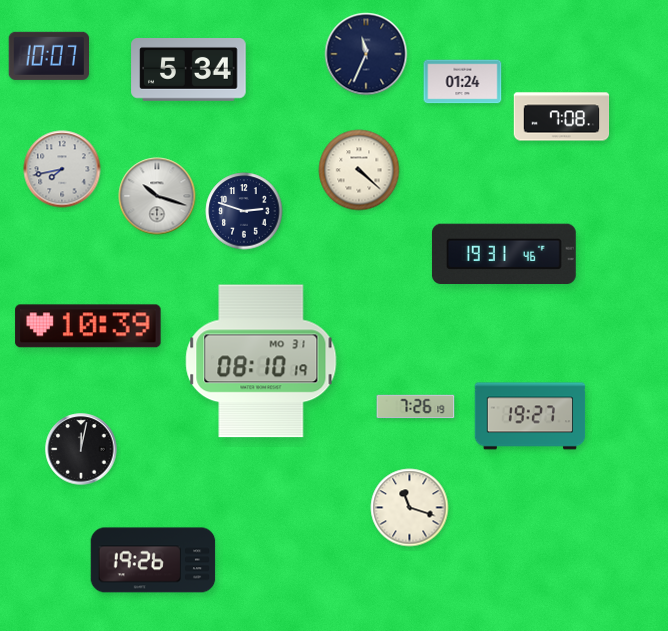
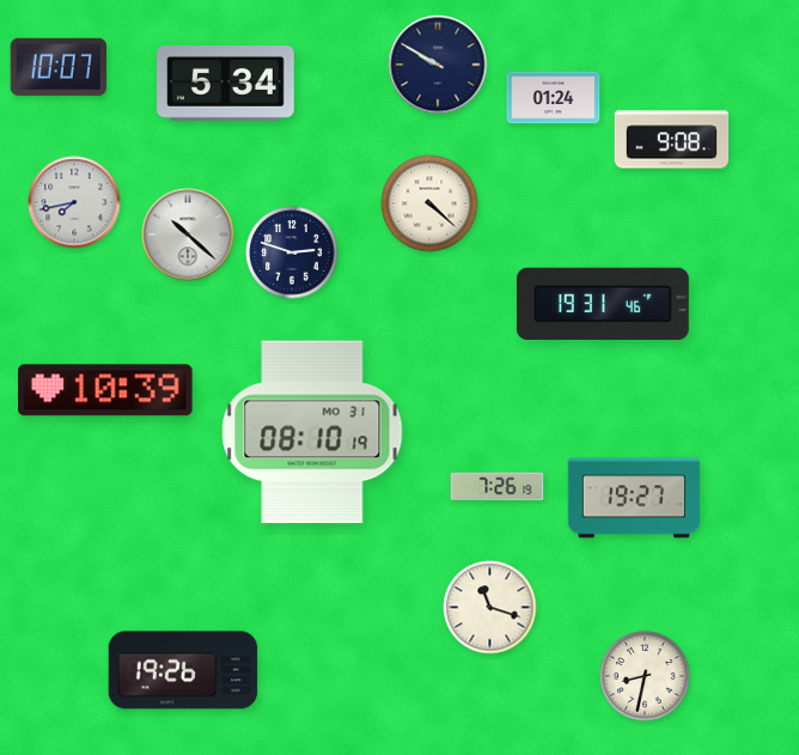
clock at (366, 54): 11:34 -> 9:50
clock at (562, 117): 7:08 -> 9:08
clock at (157, 196): 10:18 -> 10:22
clock at (81, 449): 12:02 -> none
clock at (645, 676): none -> 8:32
